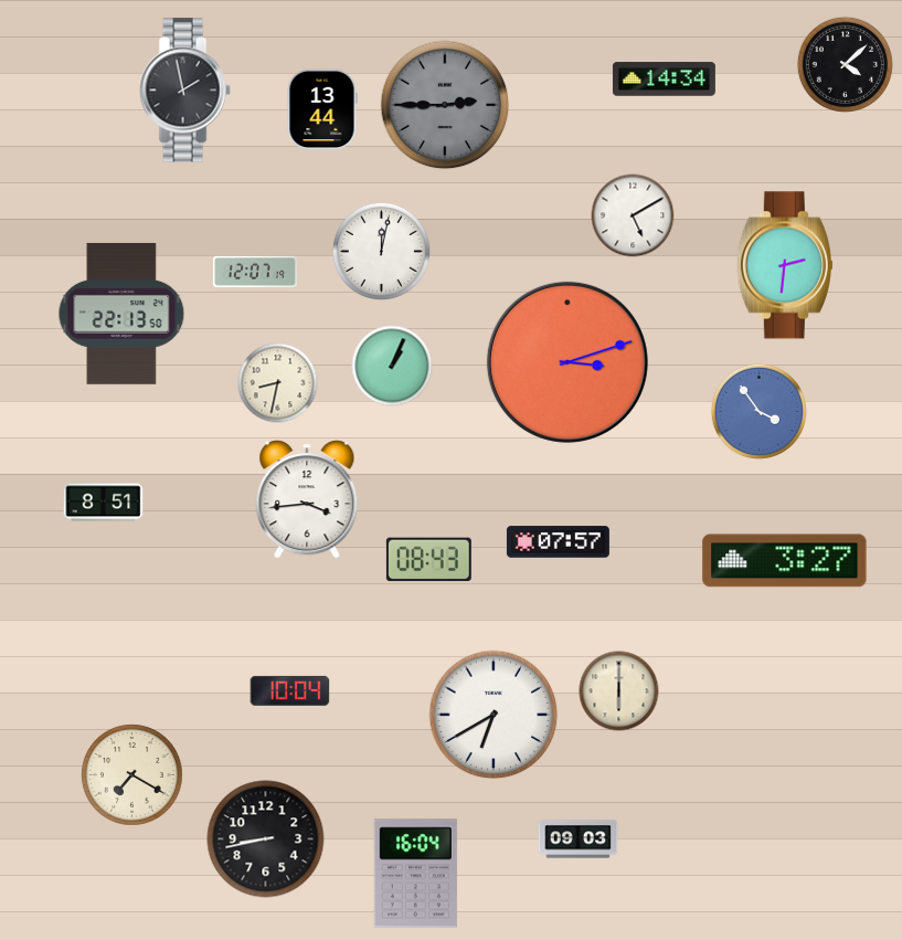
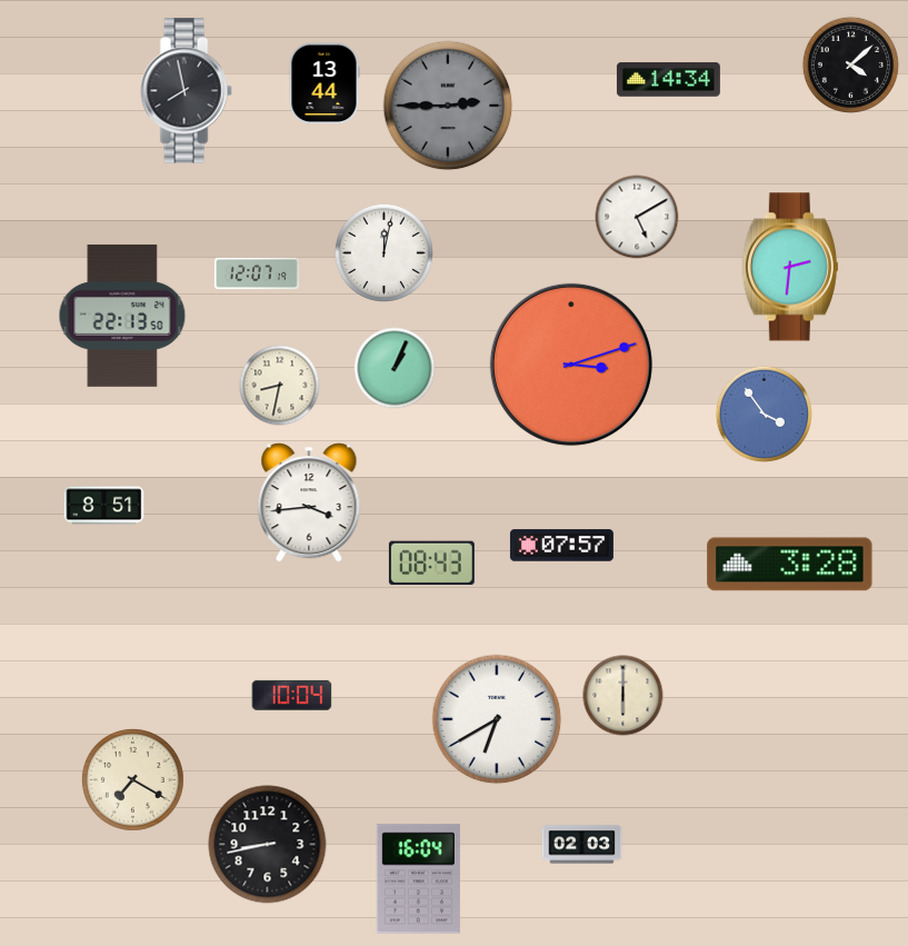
clock at (184, 91): 1:58 -> 7:58
clock at (322, 109) position: (322, 109) -> (325, 83)
clock at (785, 561): 3:27 -> 3:28
clock at (579, 839): 09:03 -> 02:03
